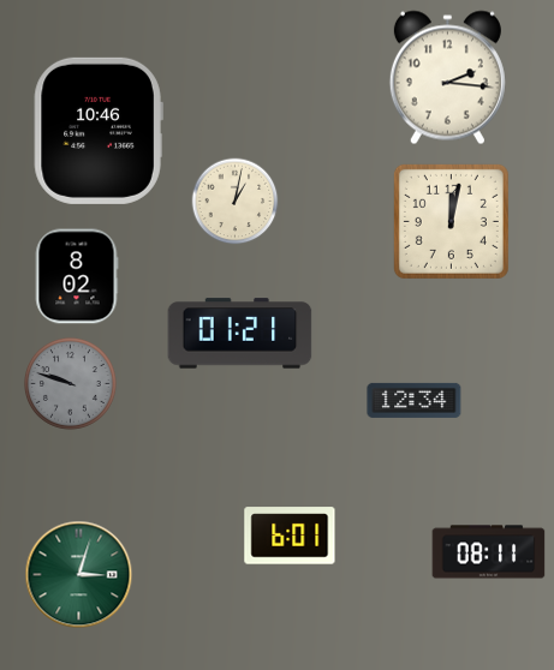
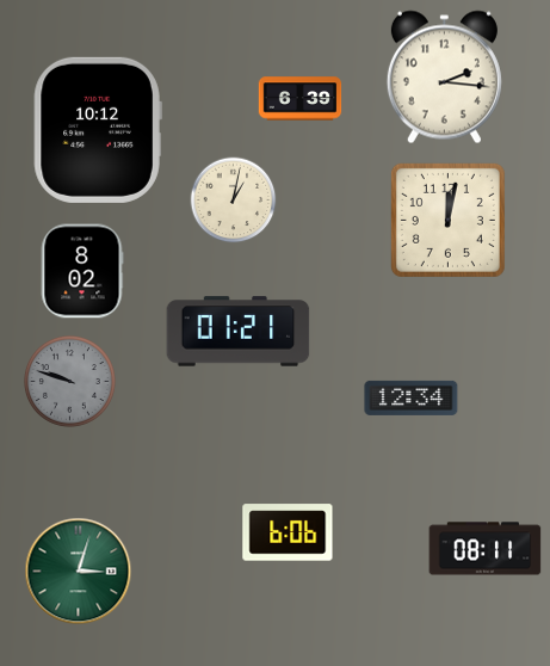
clock at (301, 99): none -> 6:39
clock at (99, 131): 10:46 -> 10:12
clock at (77, 276) position: (77, 276) -> (82, 271)
clock at (290, 536): 6:01 -> 6:06
